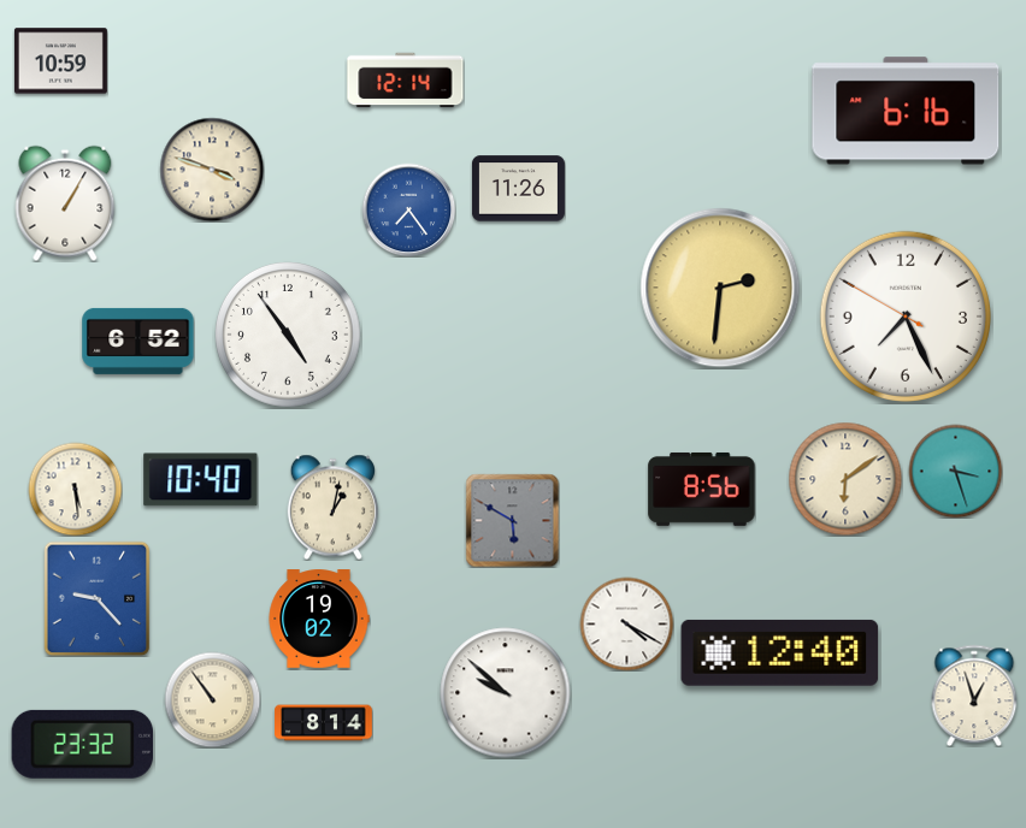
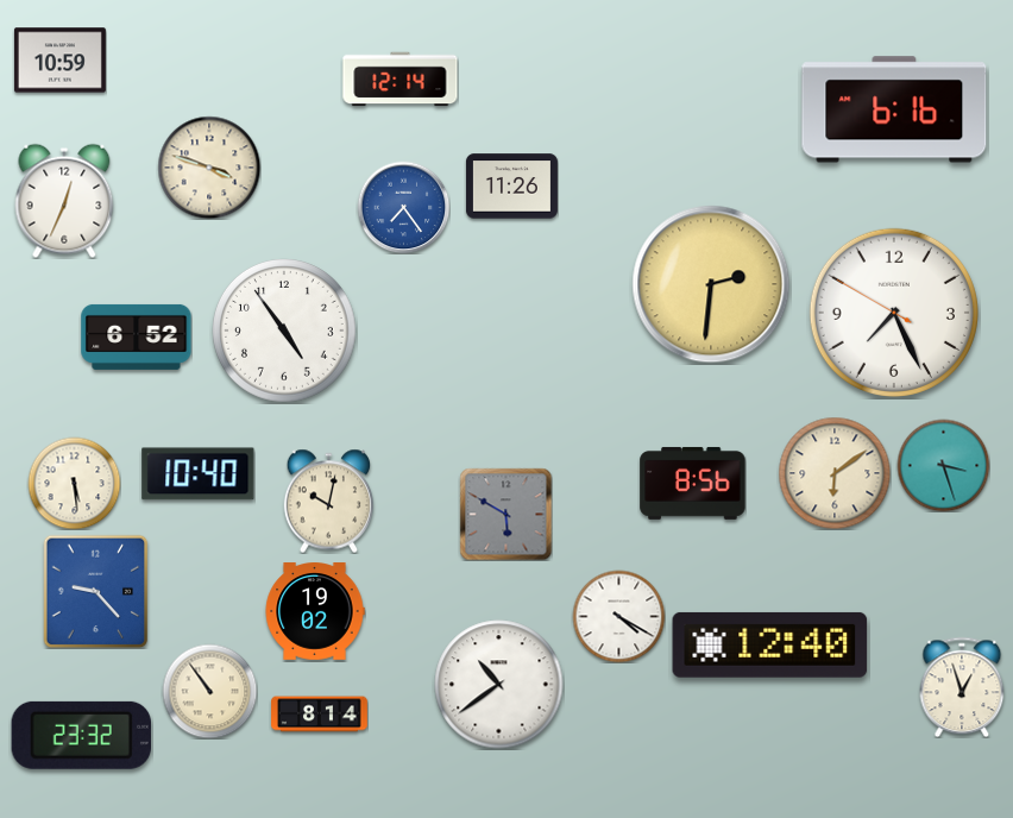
clock at (65, 203): 1:05 -> 12:34
clock at (334, 507): 1:02 -> 10:02
clock at (506, 693): 9:52 -> 10:39
